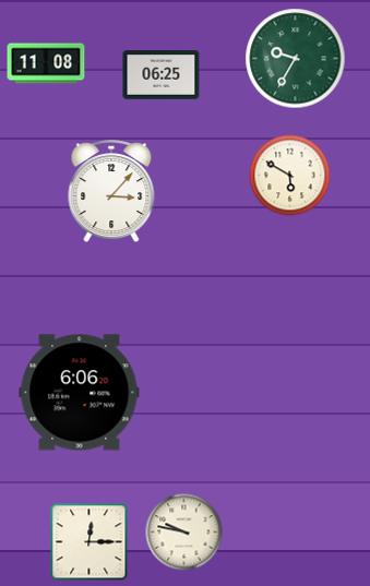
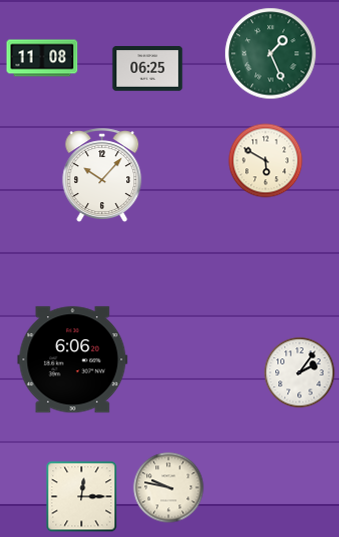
clock at (296, 59): 9:35 -> 1:26
clock at (111, 192): 3:07 -> 10:07
clock at (300, 373): none -> 2:06
